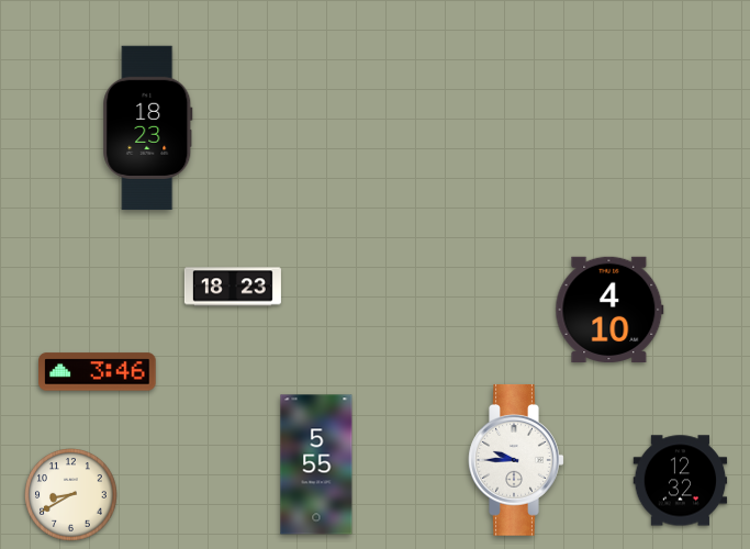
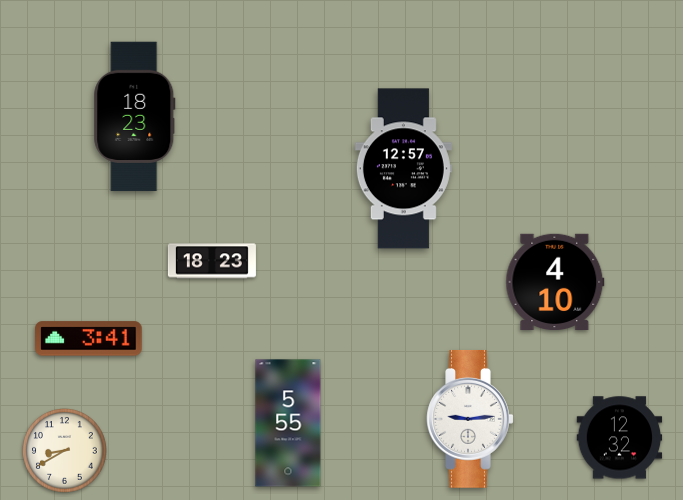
clock at (403, 169): none -> 12:57
clock at (98, 372): 3:46 -> 3:41
clock at (516, 460): 9:45 -> 9:14
